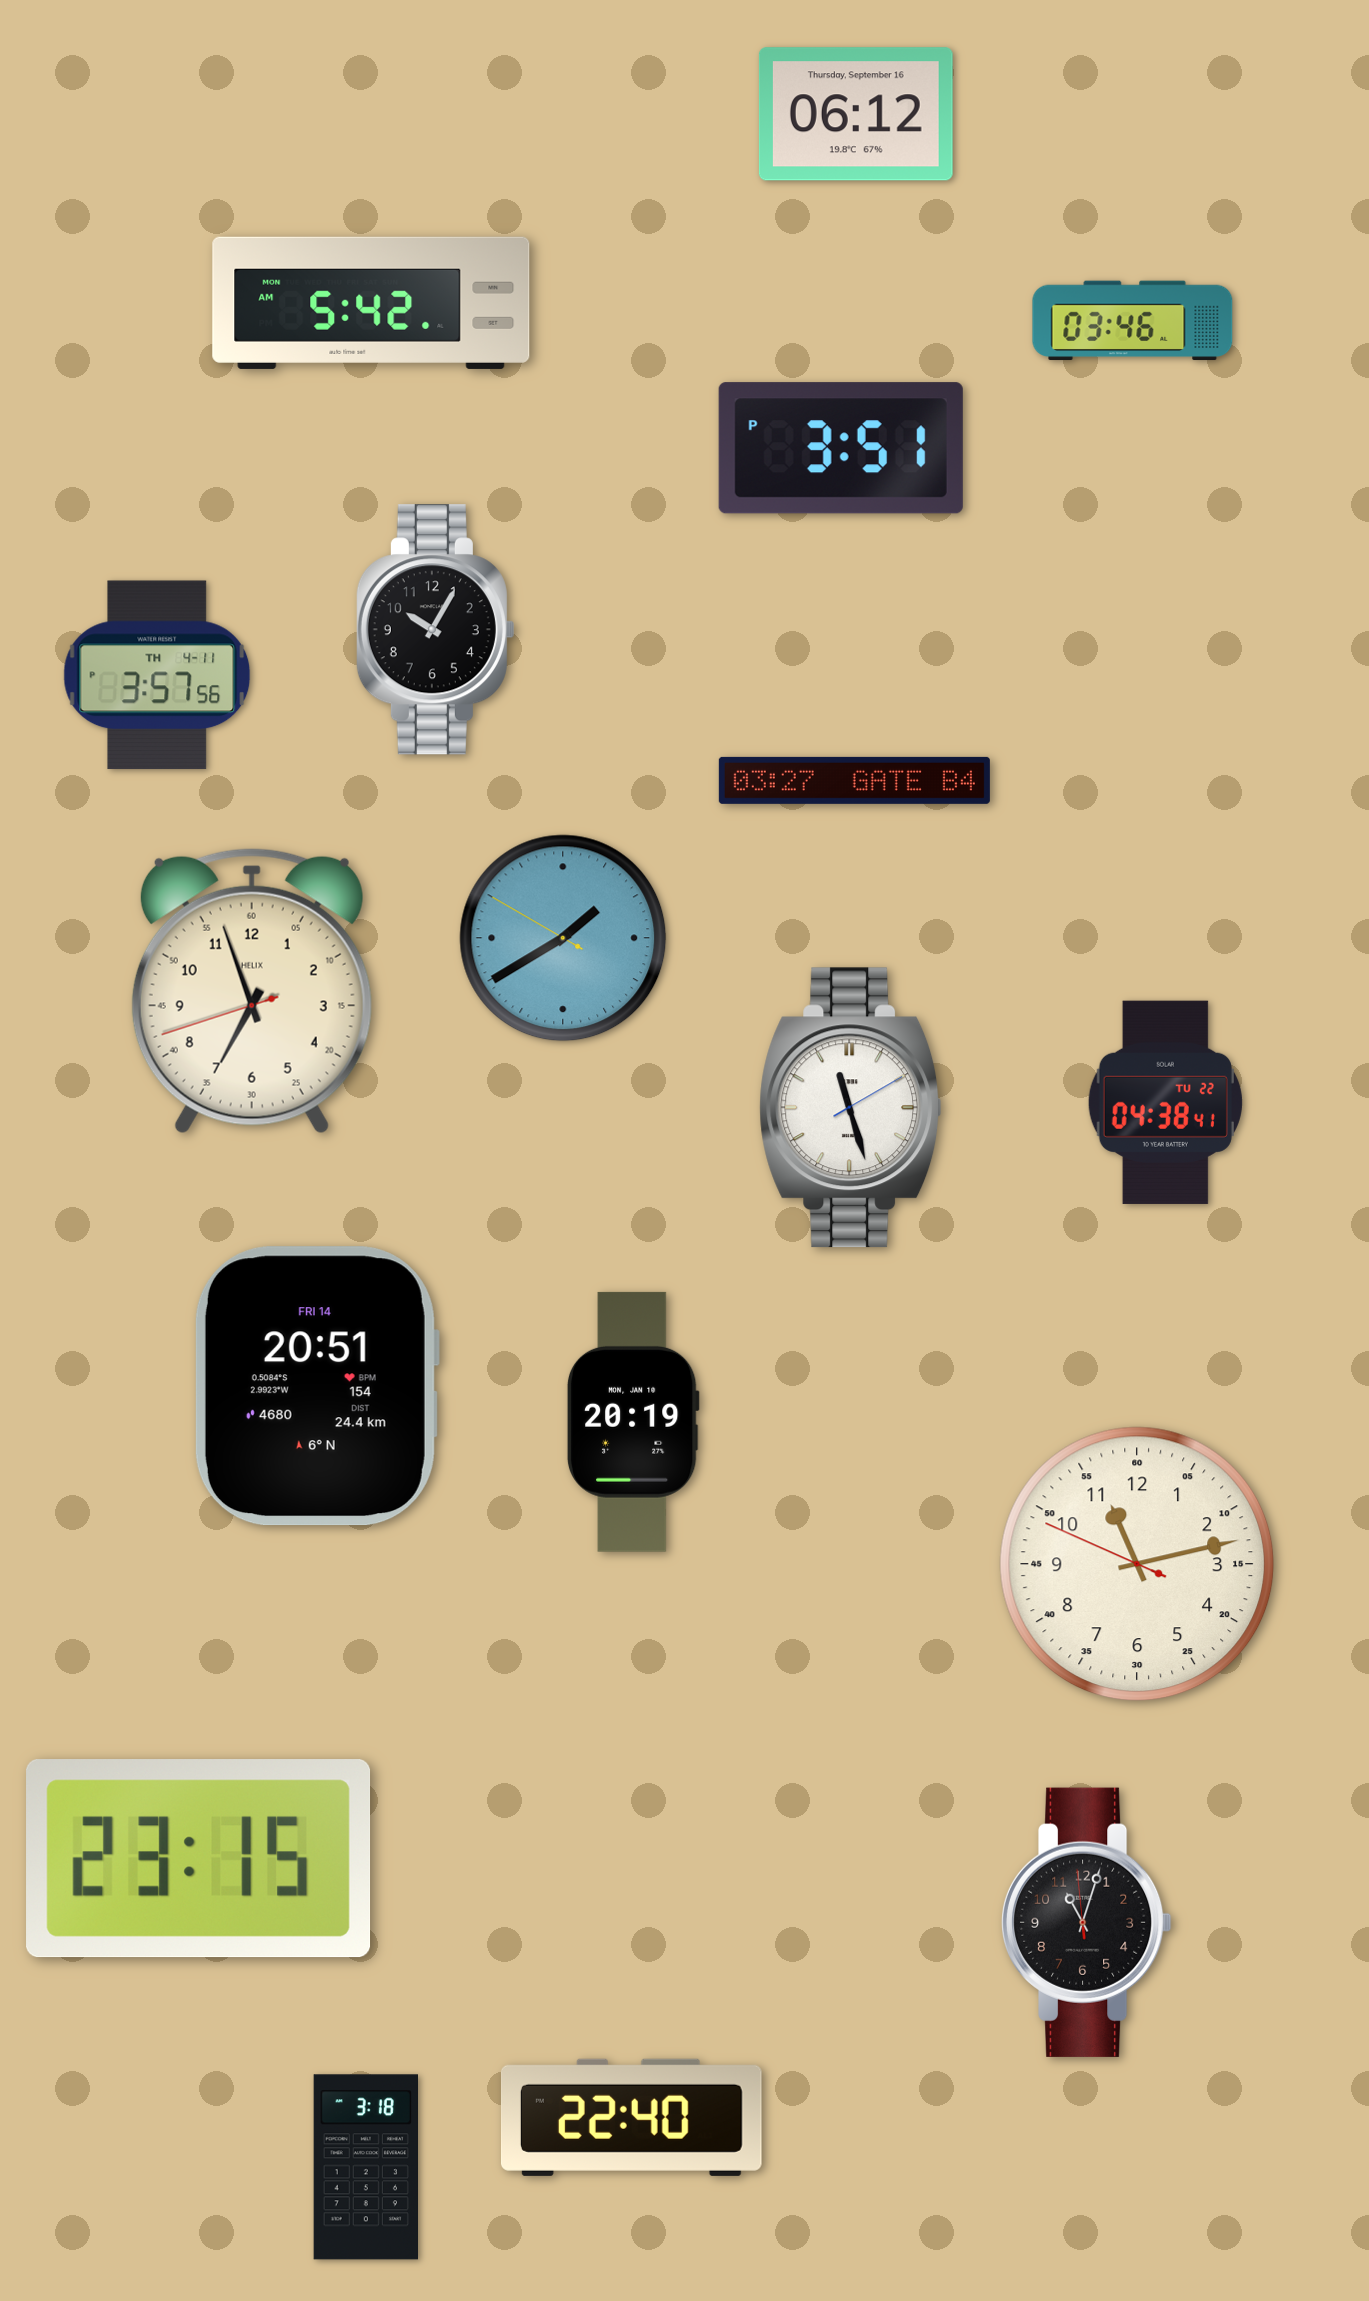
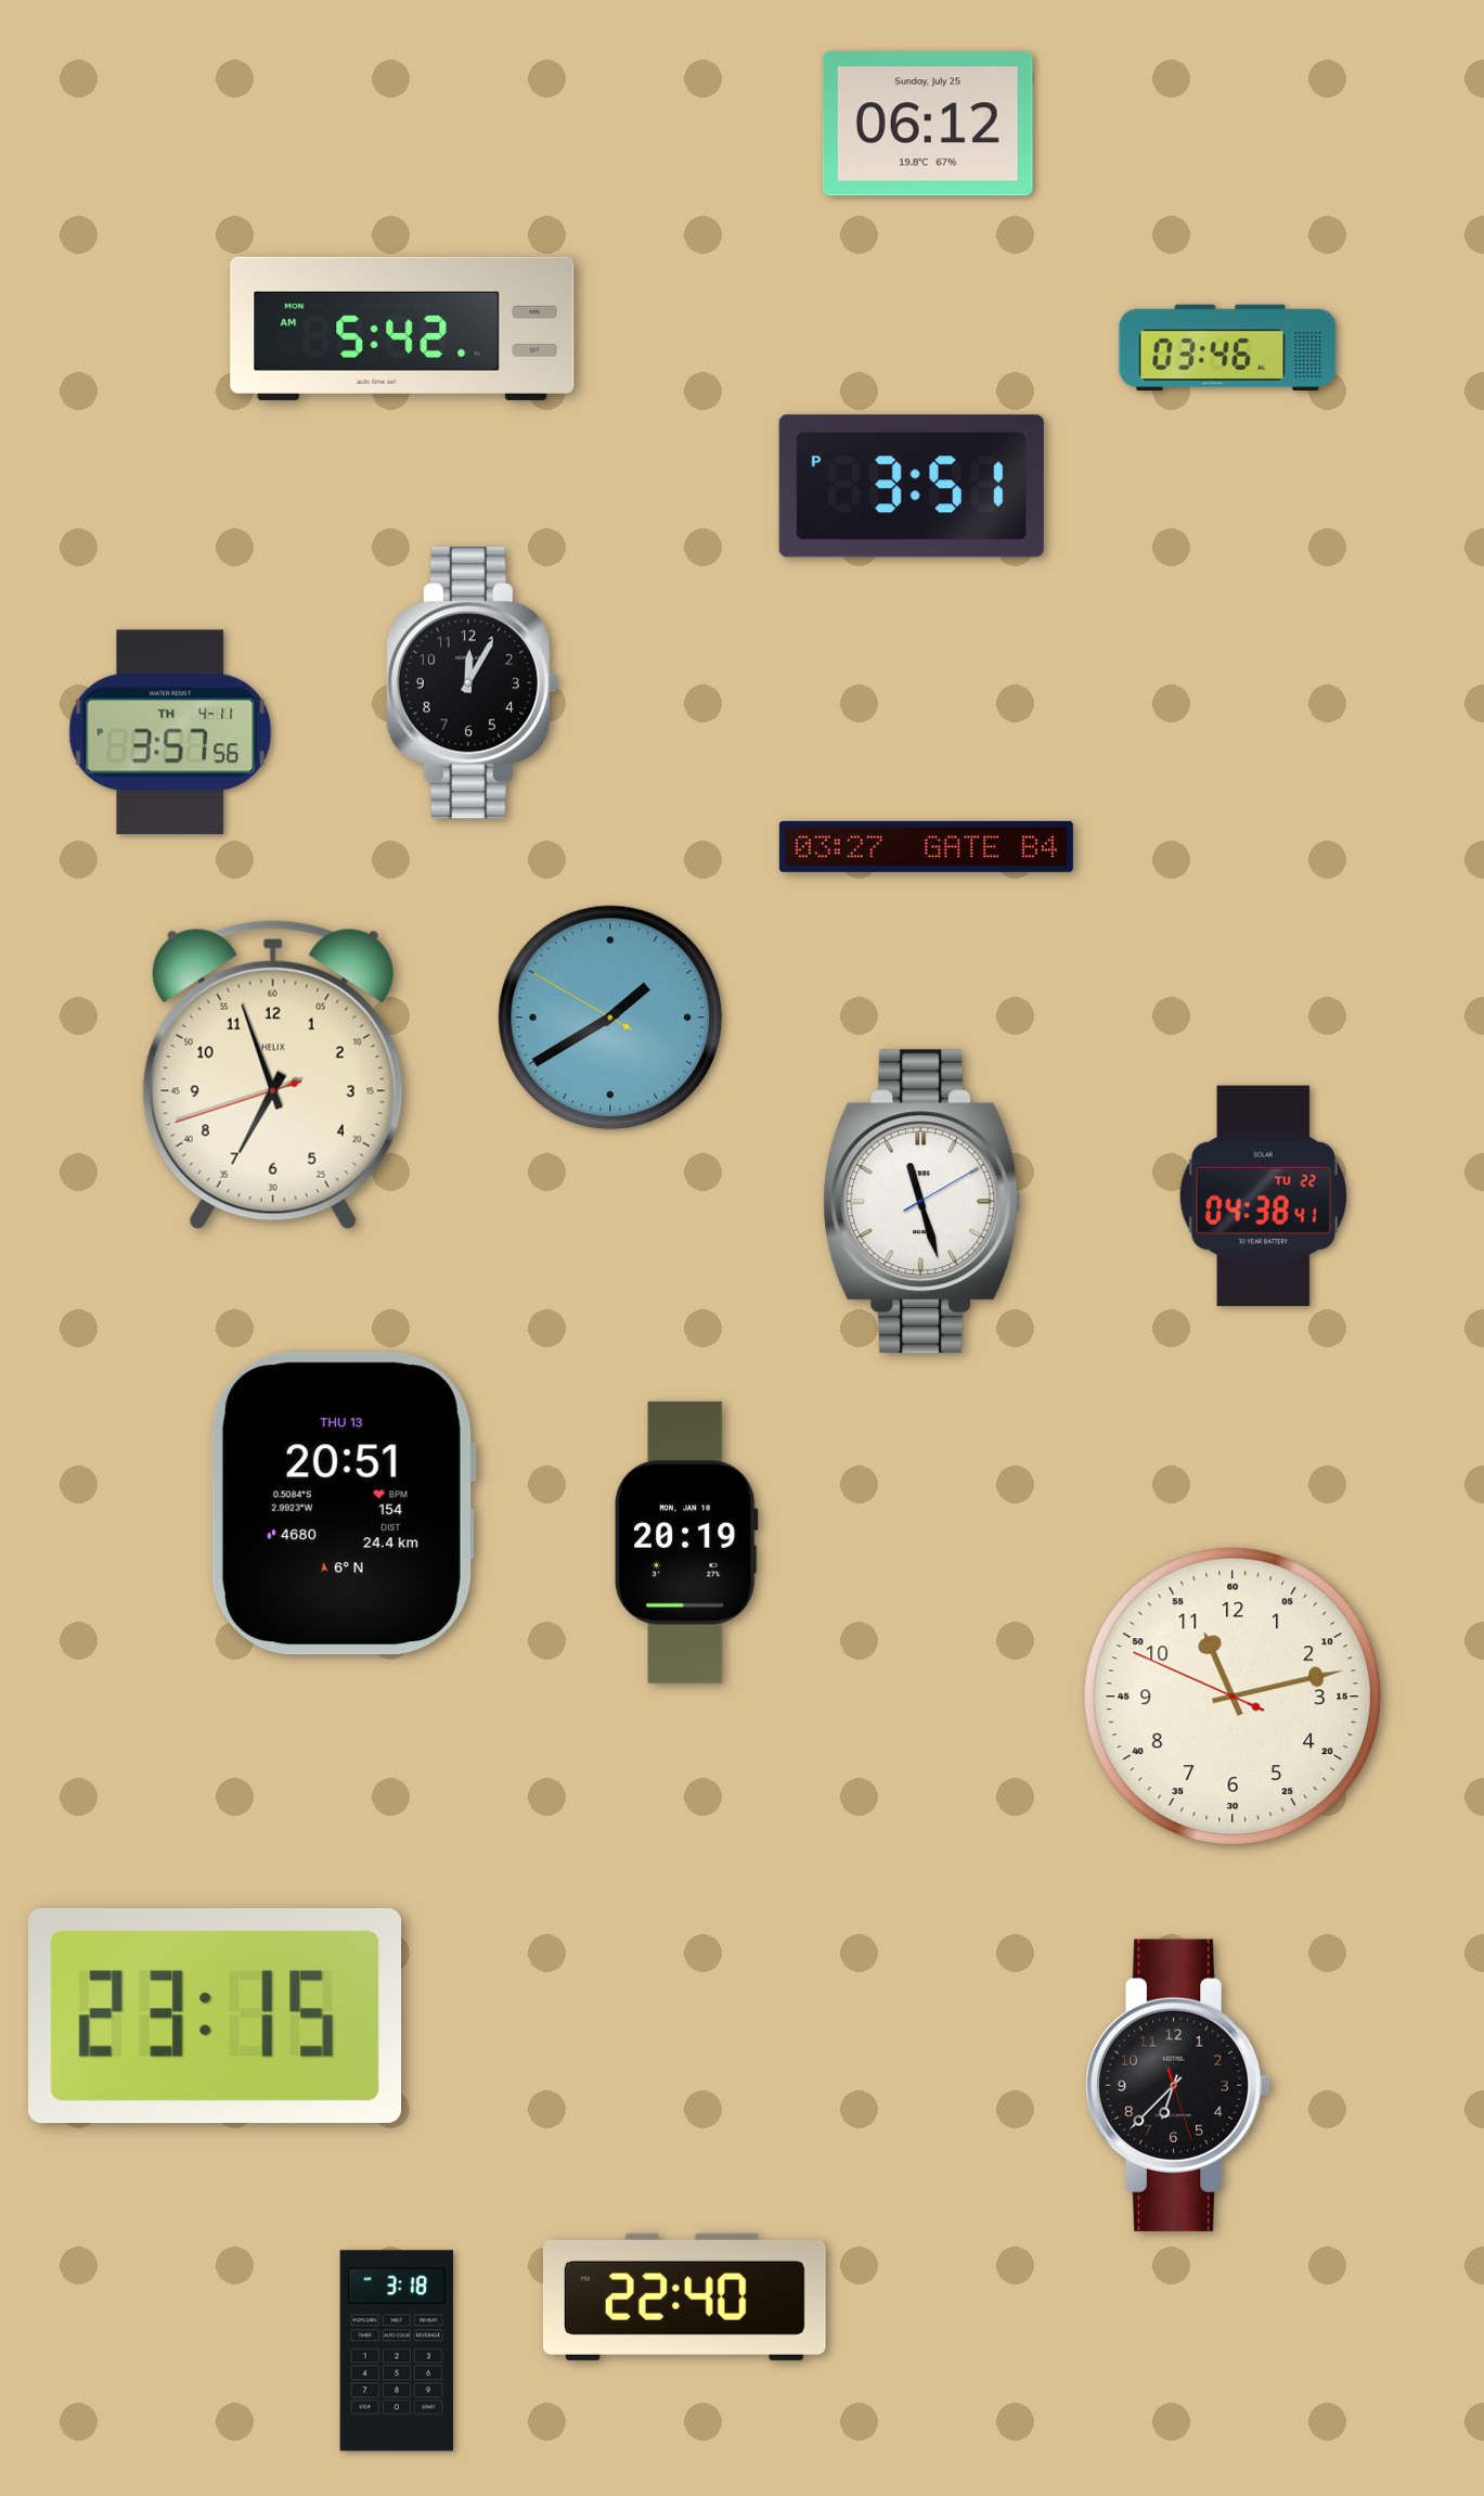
clock at (856, 114) date: Thursday, September 16 -> Sunday, July 25
clock at (435, 630): 10:05 -> 12:05
clock at (316, 1386) date: FRI 14 -> THU 13
clock at (1086, 1922): 11:02 -> 6:37
